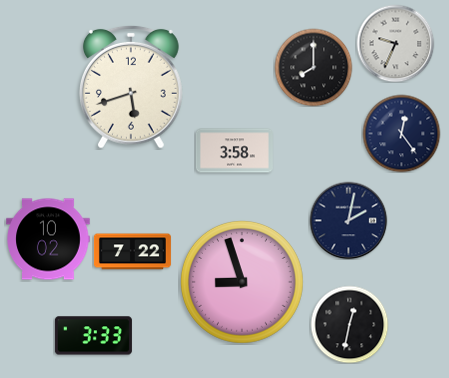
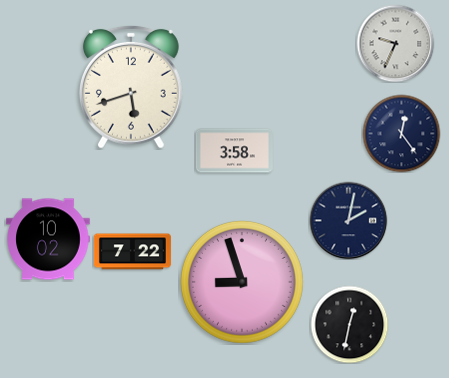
clock at (313, 67): 8:00 -> none
clock at (93, 336): 3:33 -> none
